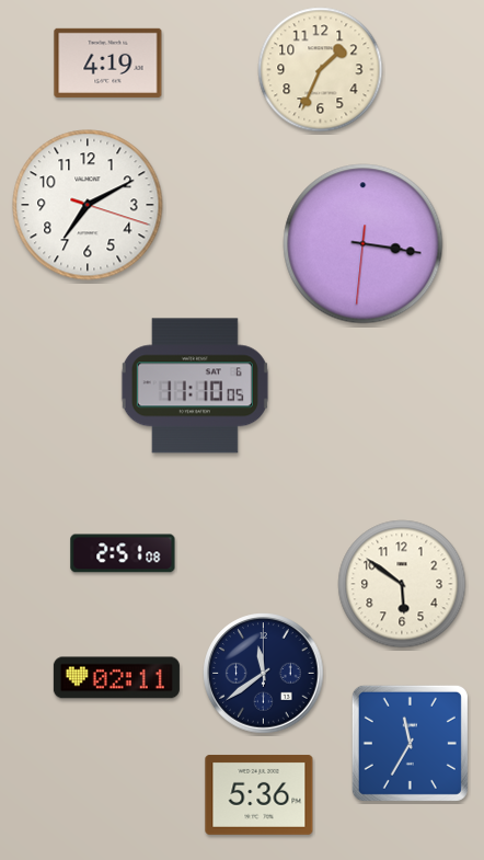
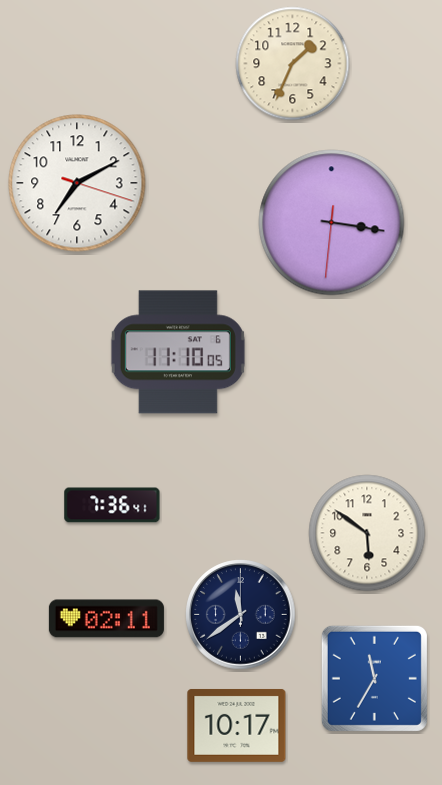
clock at (108, 62): 4:19 -> none
clock at (88, 205) position: (88, 205) -> (77, 183)
clock at (123, 553): 2:51 -> 7:36
clock at (260, 794): 5:36 -> 10:17
